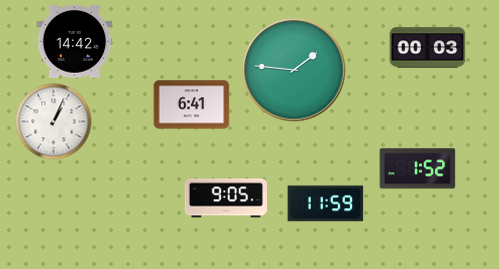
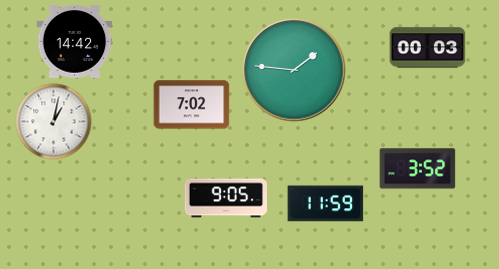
clock at (192, 105): 6:41 -> 7:02
clock at (54, 122): 1:04 -> 1:02
clock at (418, 169): 1:52 -> 3:52
